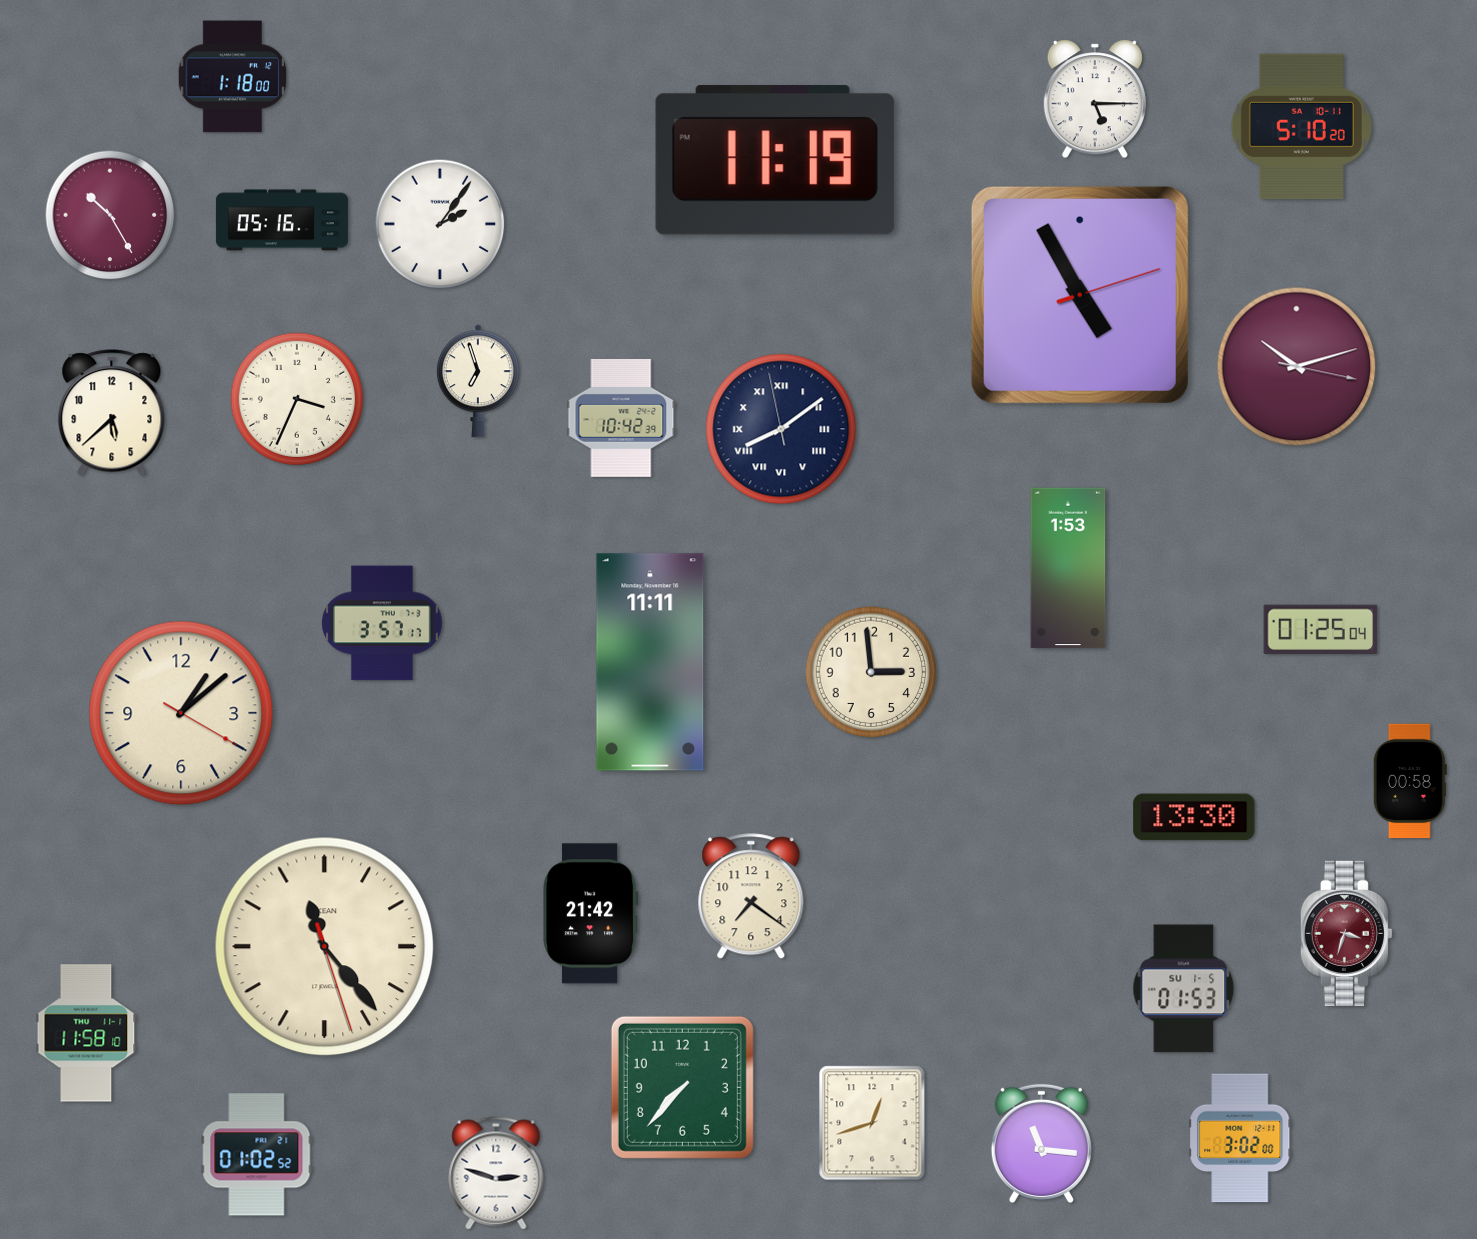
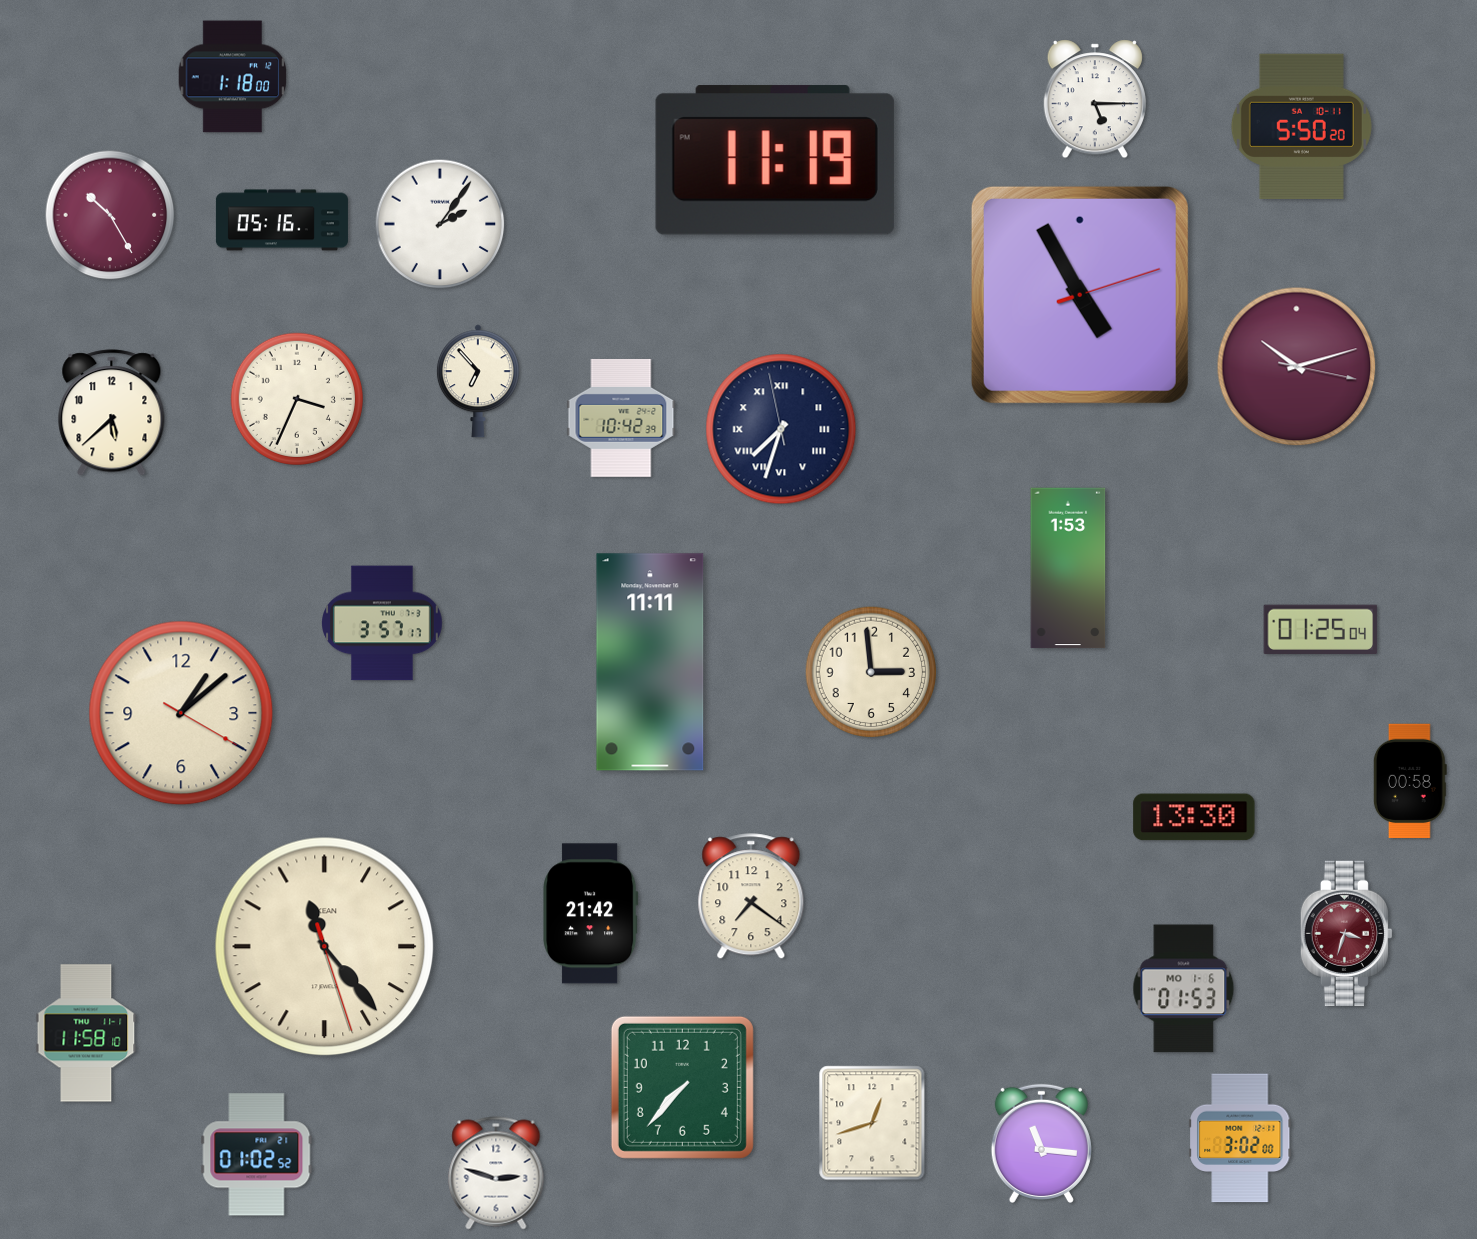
clock at (1301, 126): 5:10 -> 5:50
clock at (478, 381): 6:57 -> 6:53
clock at (781, 429): 8:08 -> 7:32
clock at (1184, 989) date: SU 1-5 -> MO 1-6
